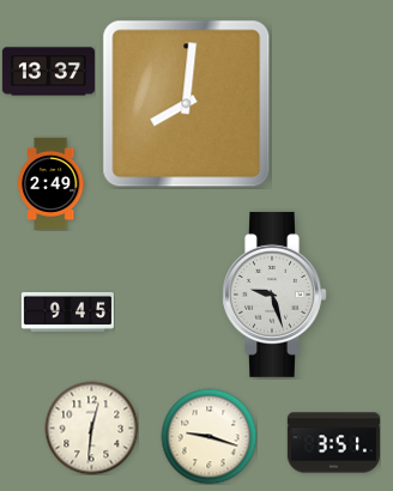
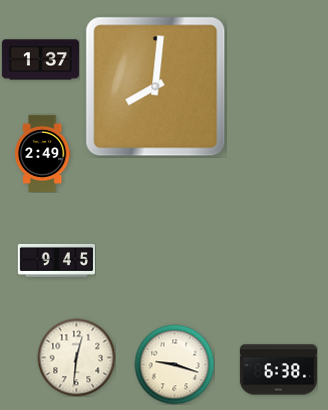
clock at (48, 72): 13:37 -> 1:37
clock at (274, 295): 9:27 -> none
clock at (333, 443): 3:51 -> 6:38
